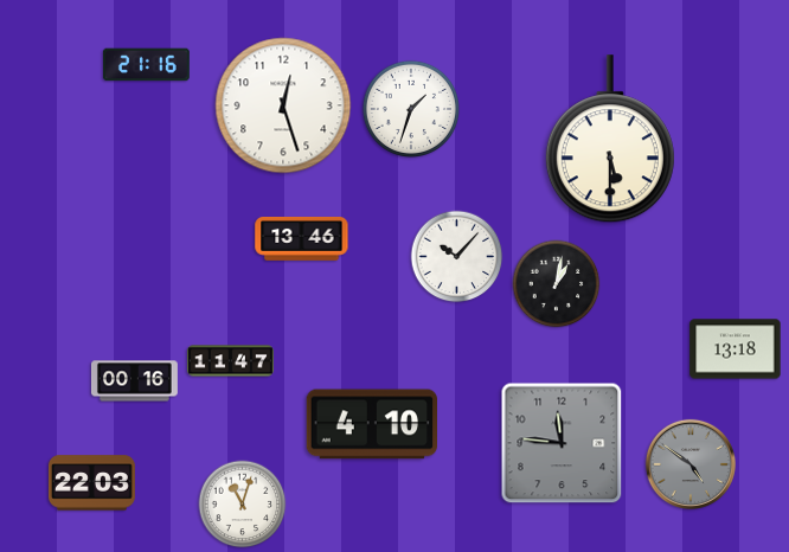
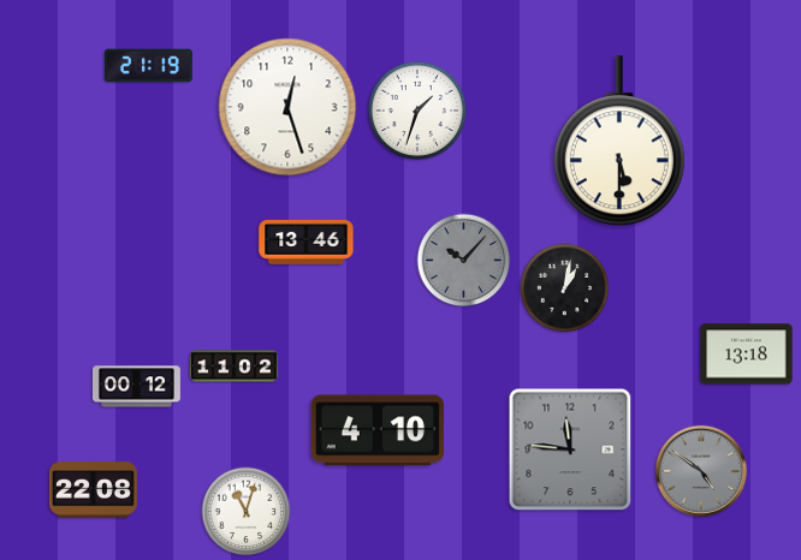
clock at (146, 65): 21:16 -> 21:19
clock at (457, 257) dial: white -> grey
clock at (230, 361): 11:47 -> 11:02
clock at (134, 381): 00:16 -> 00:12
clock at (91, 483): 22:03 -> 22:08
